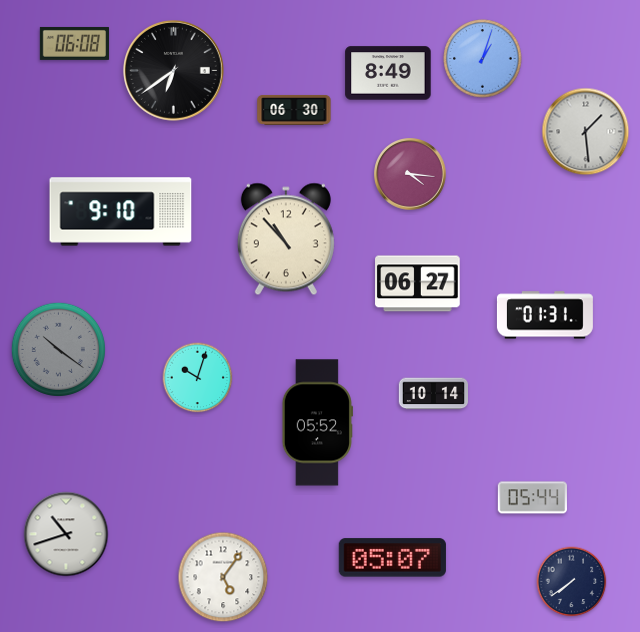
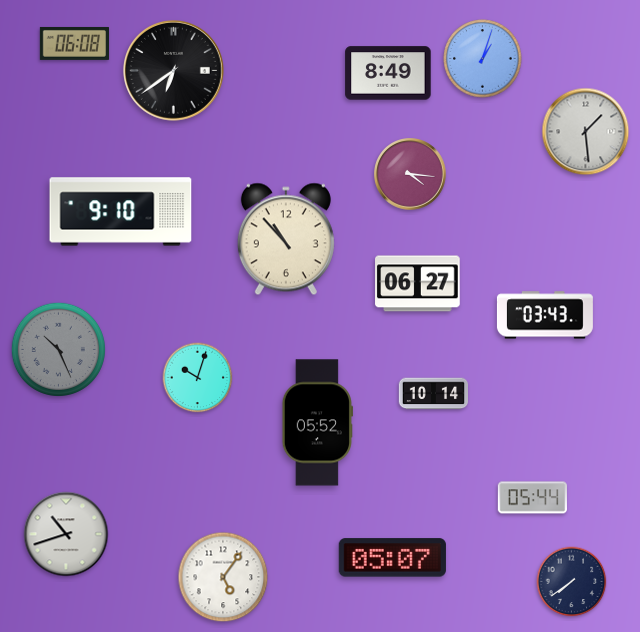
clock at (294, 110): 06:30 -> none
clock at (545, 315): 01:31 -> 03:43
clock at (58, 349): 10:21 -> 10:26
